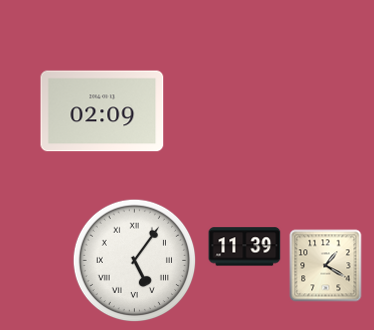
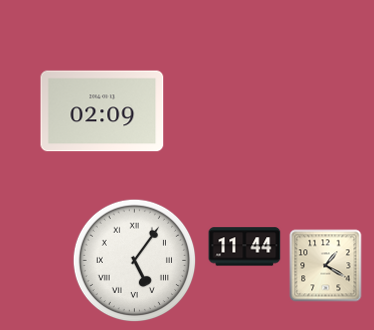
clock at (245, 247): 11:39 -> 11:44
